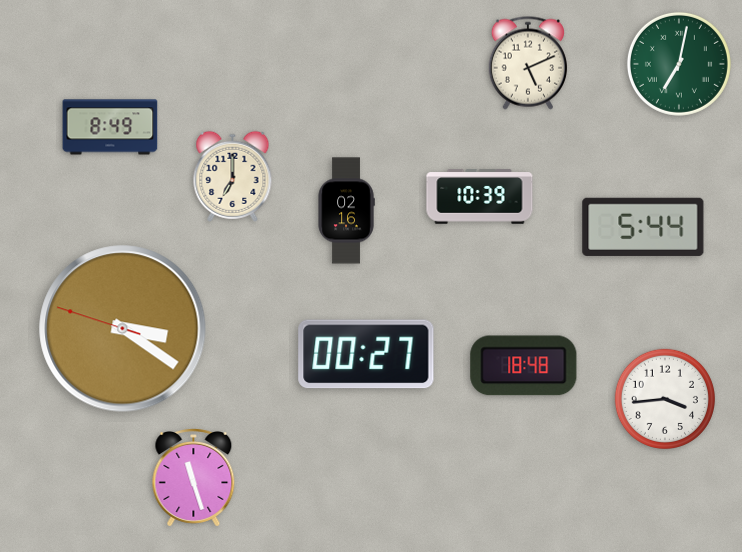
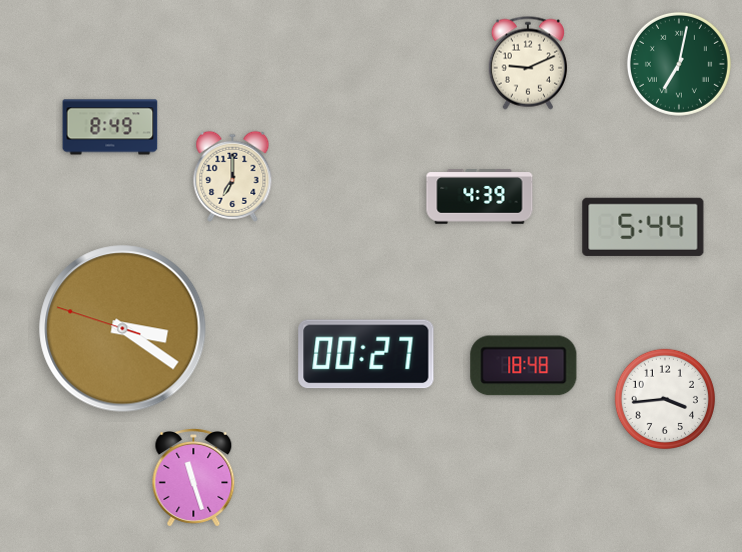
clock at (528, 63): 5:11 -> 9:11
clock at (480, 197): 10:39 -> 4:39
clock at (346, 211): 02:16 -> none
